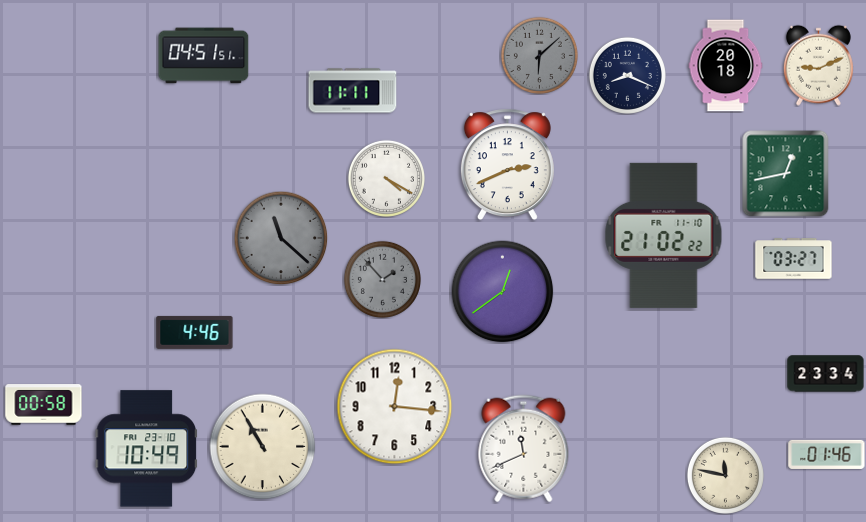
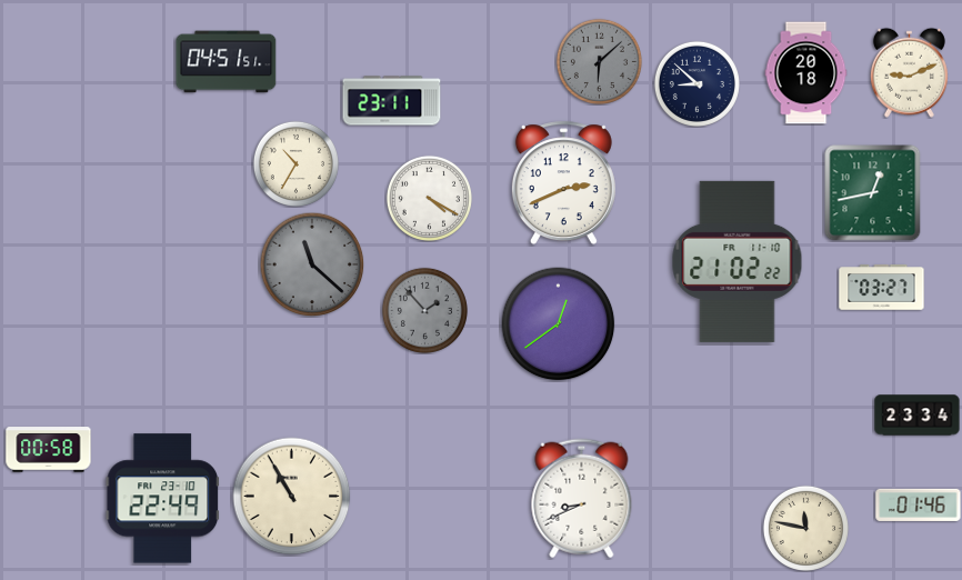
clock at (627, 75): 8:19 -> 8:52
clock at (353, 91): 11:11 -> 23:11
clock at (295, 163): none -> 10:35
clock at (195, 332): 4:46 -> none
clock at (395, 407): 12:16 -> none
clock at (147, 449): 10:49 -> 22:49
clock at (524, 449): 11:41 -> 8:41
